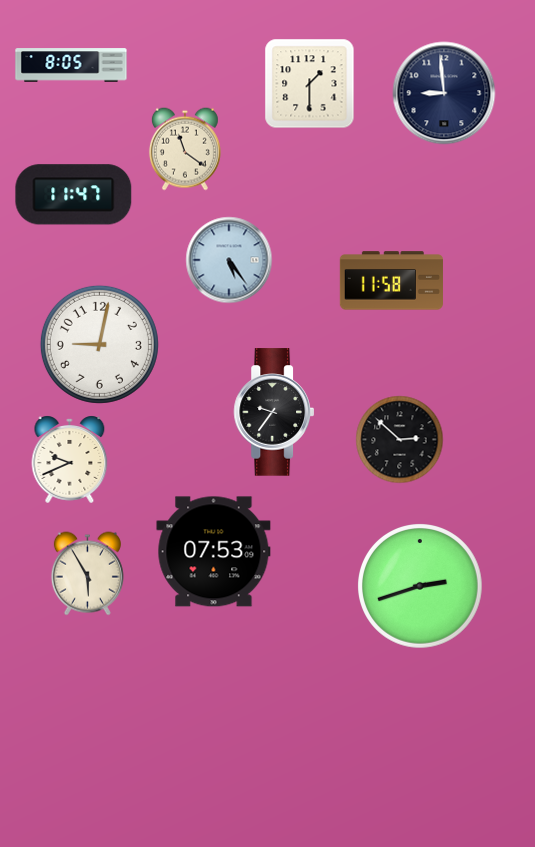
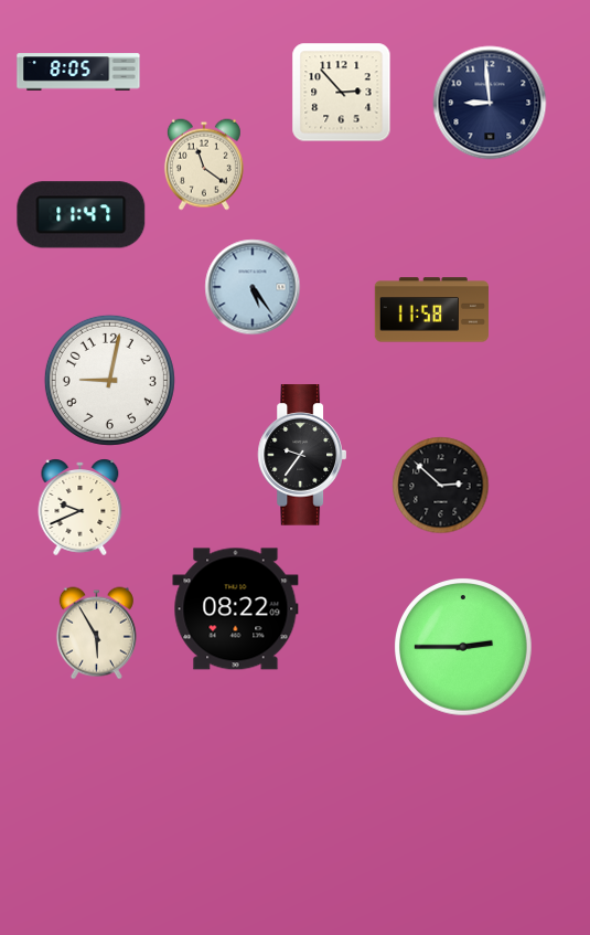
clock at (310, 84): 1:30 -> 2:53
clock at (70, 459) position: (70, 459) -> (81, 507)
clock at (214, 552): 07:53 -> 08:22
clock at (421, 587): 2:42 -> 2:45
